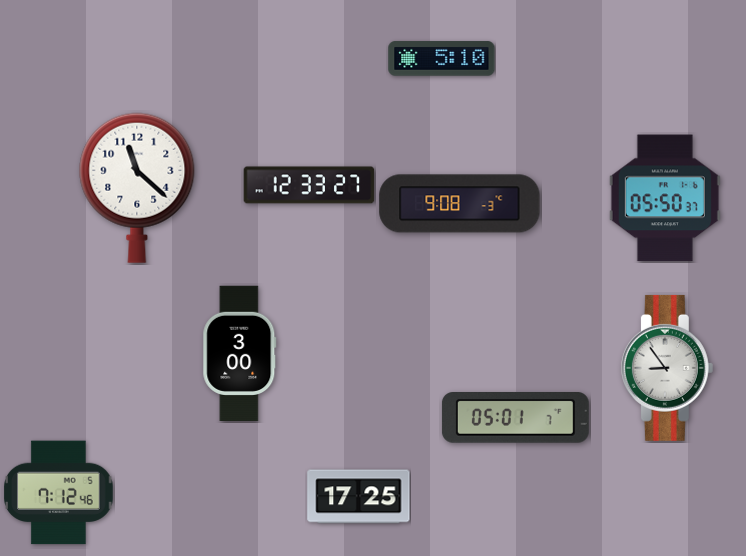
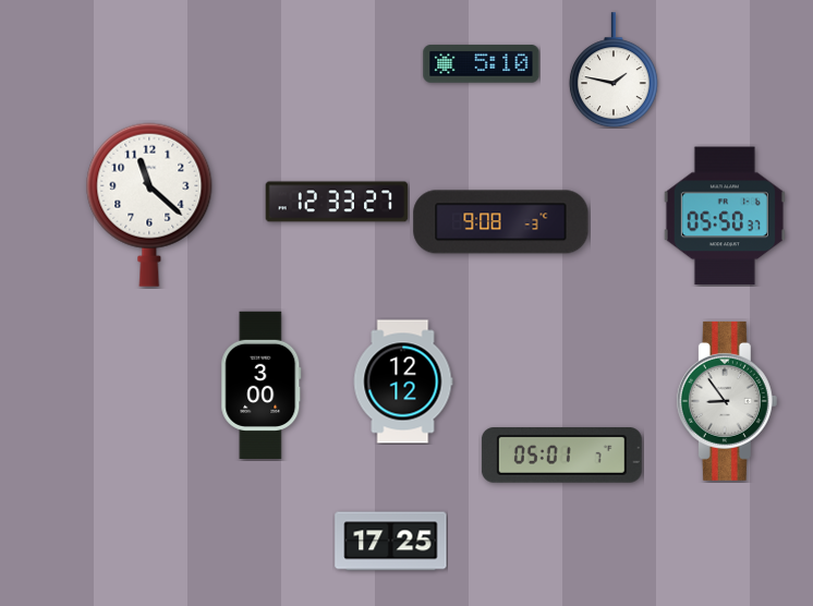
clock at (614, 70): none -> 1:47
clock at (403, 381): none -> 12:12
clock at (59, 493): 7:12 -> none
